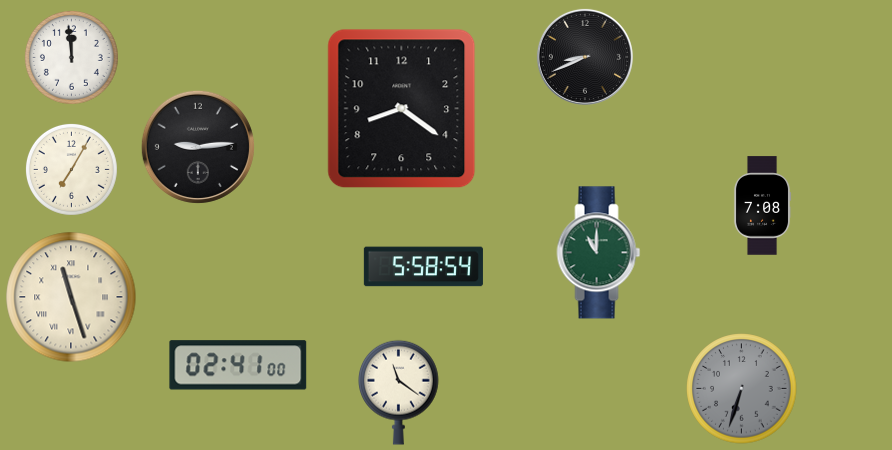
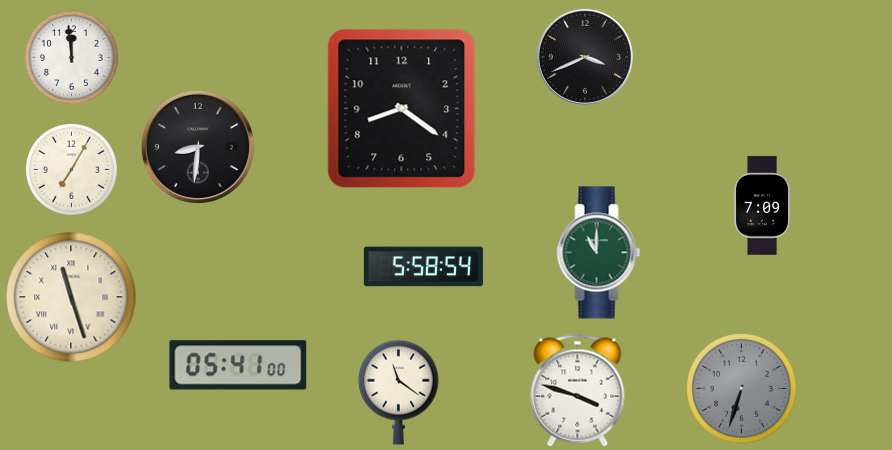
clock at (585, 57): 8:41 -> 3:41
clock at (198, 147): 9:14 -> 8:31
clock at (762, 206): 7:08 -> 7:09
clock at (238, 365): 02:41 -> 05:41
clock at (578, 391): none -> 3:48
